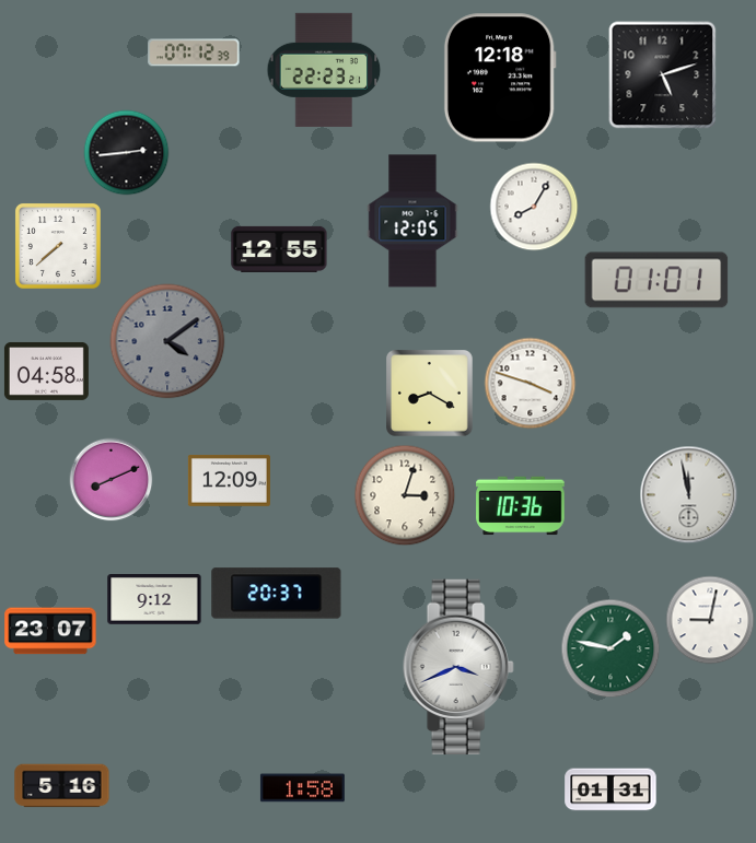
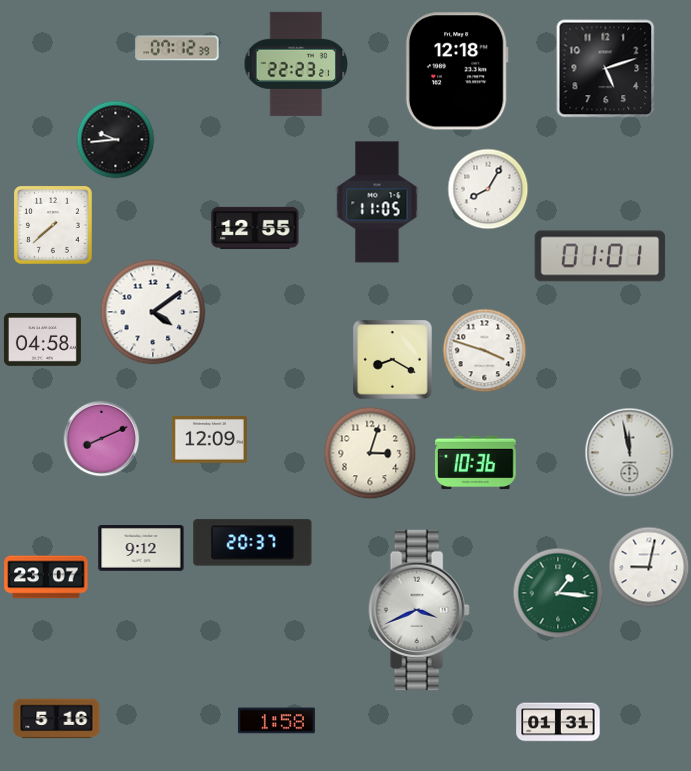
clock at (127, 153): 2:44 -> 9:44
clock at (412, 221): 12:05 -> 11:05
clock at (167, 341) dial: grey -> white
clock at (610, 648): 1:47 -> 1:16
